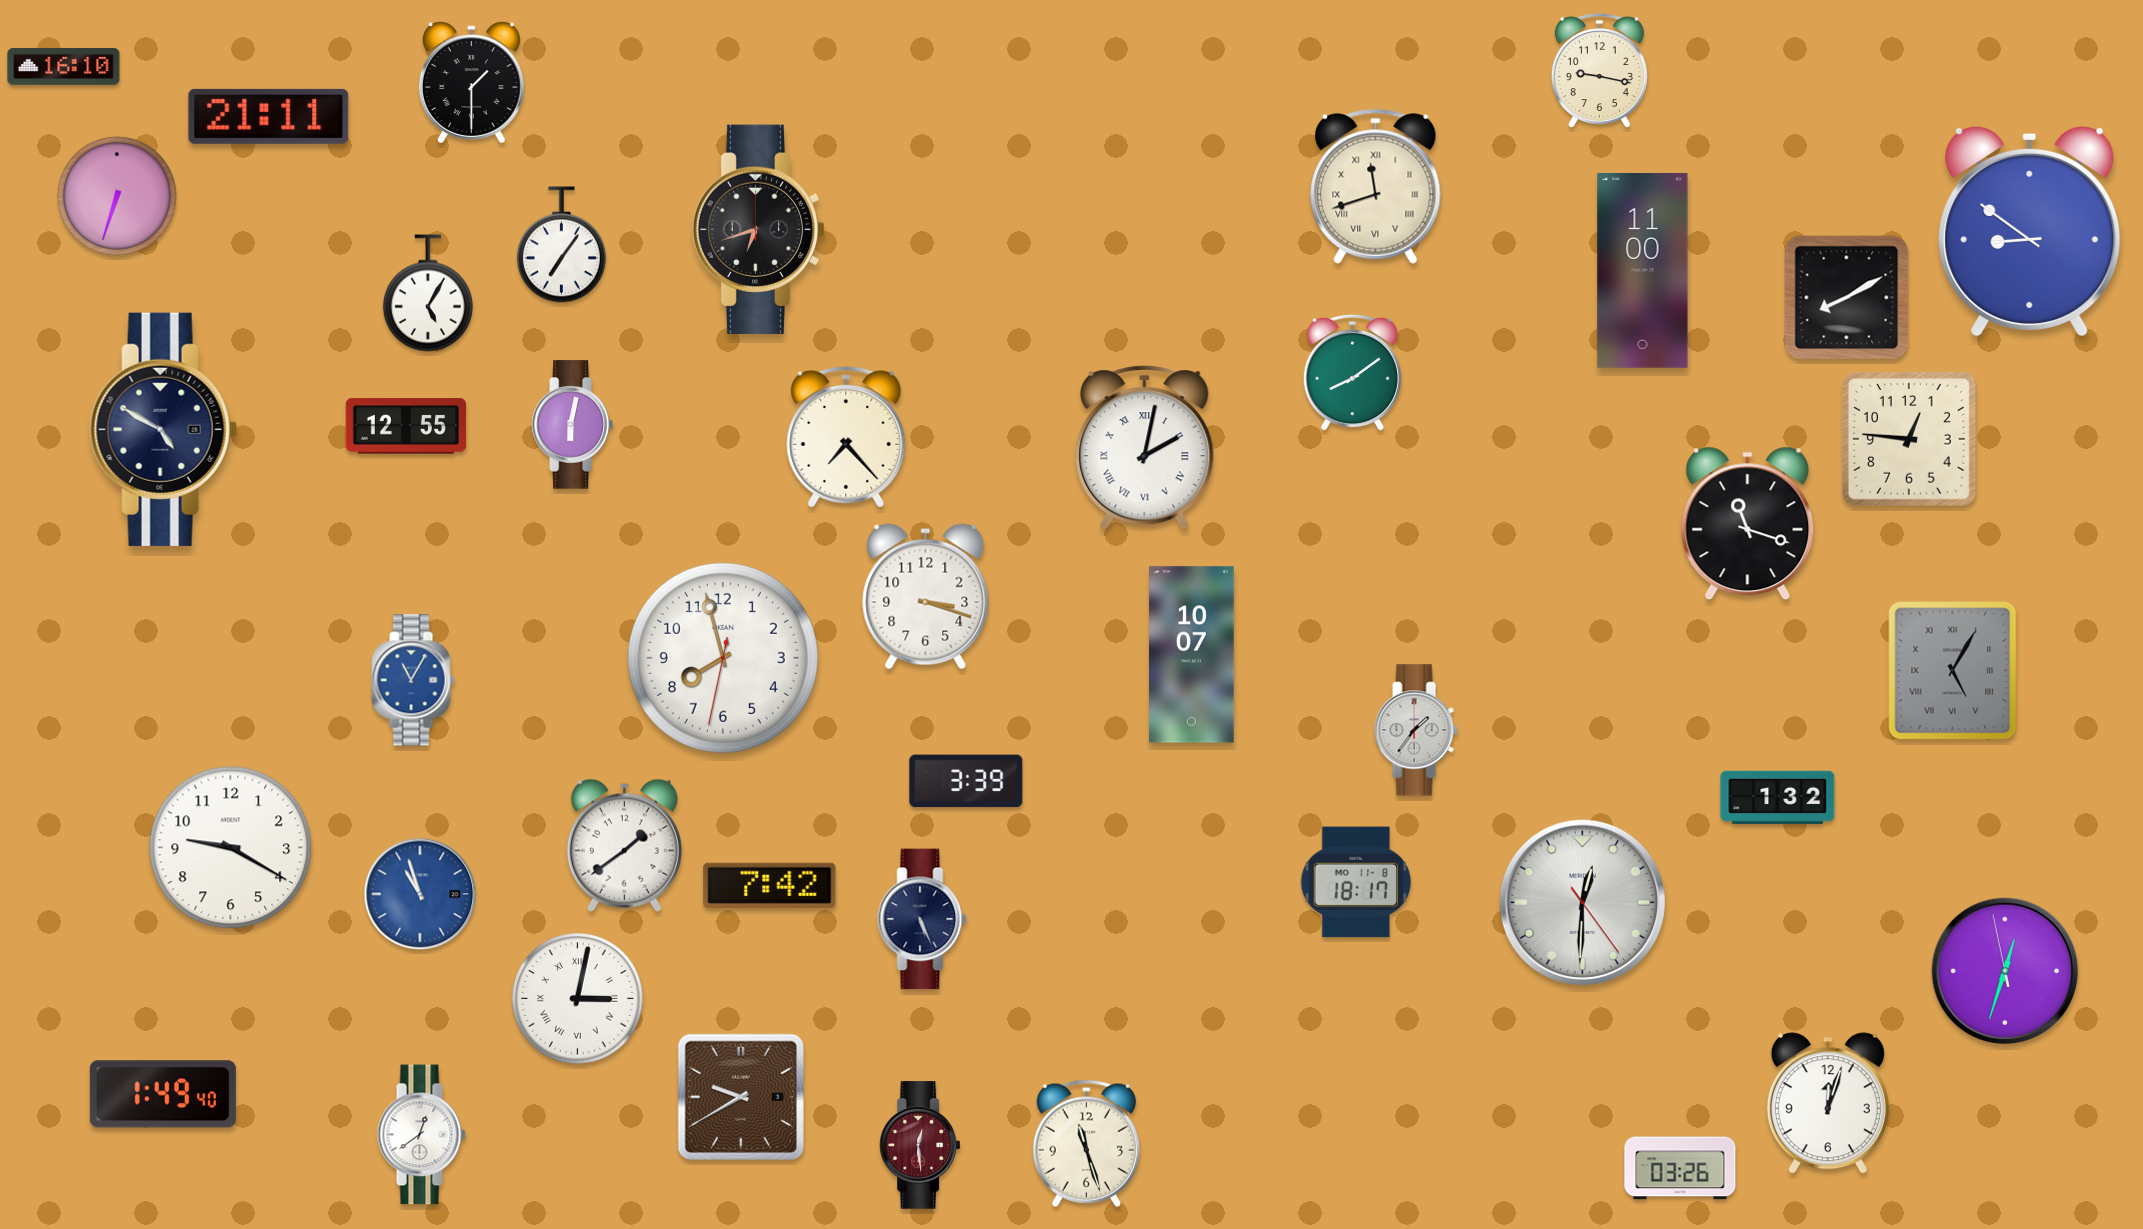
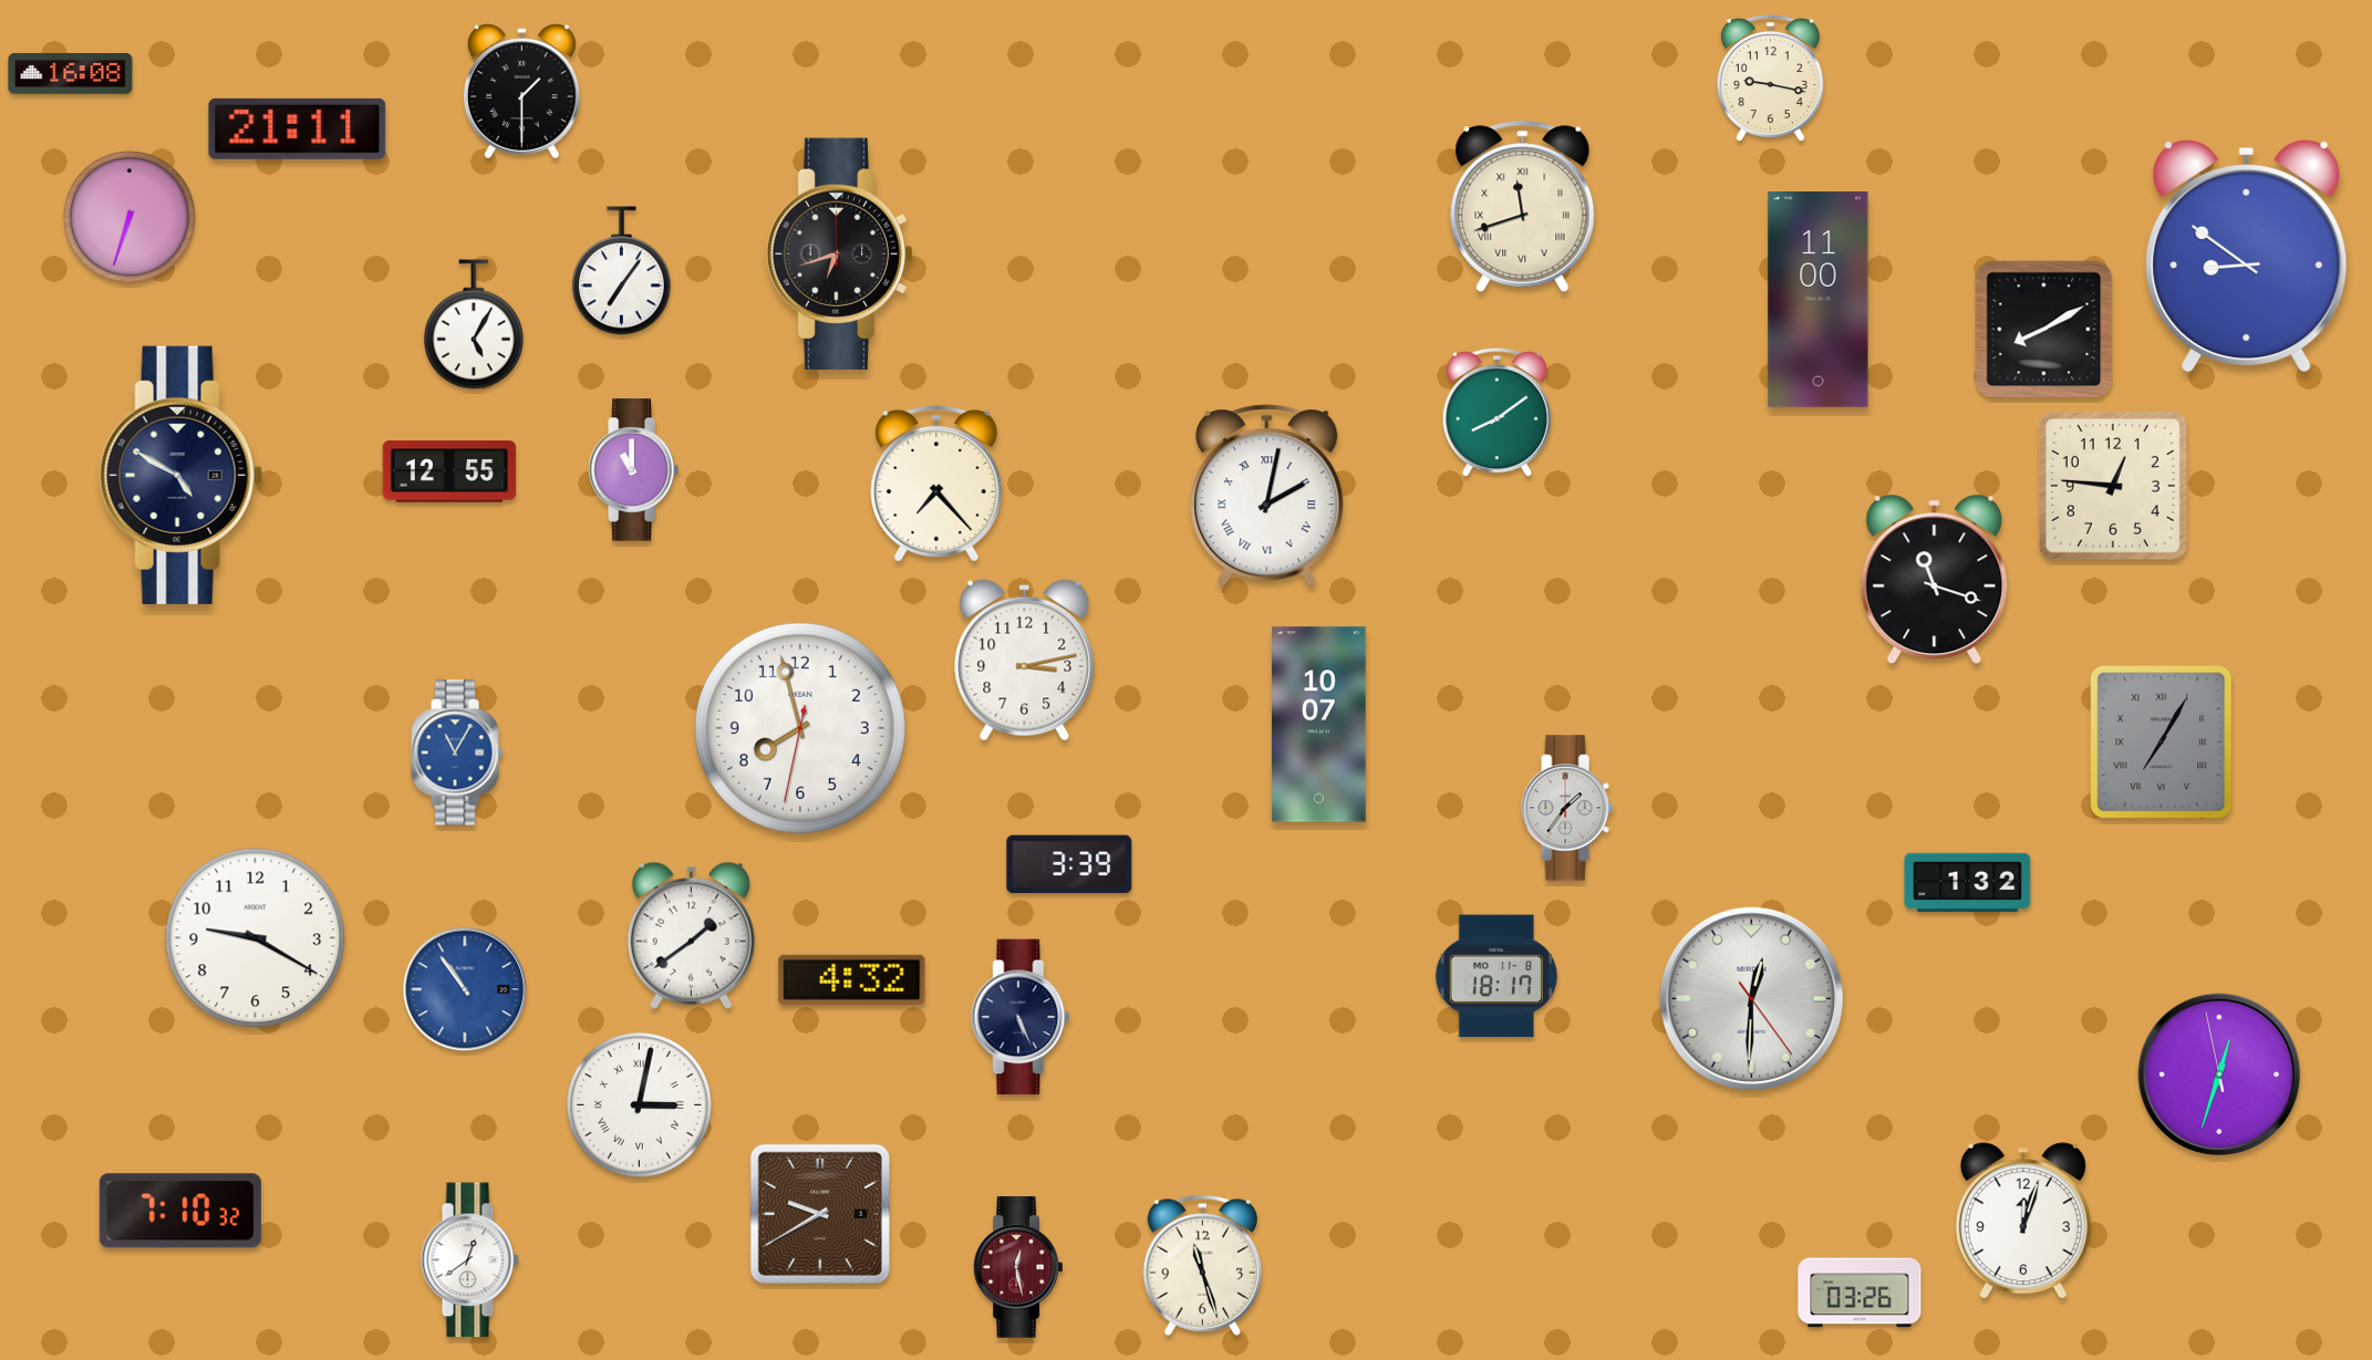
clock at (64, 66): 16:10 -> 16:08
clock at (572, 425): 6:02 -> 11:00
clock at (926, 597): 3:18 -> 3:13
clock at (1953, 671): 5:05 -> 7:05
clock at (1356, 882) position: (1356, 882) -> (1496, 976)
clock at (770, 885): 7:42 -> 4:32
clock at (420, 894): 10:57 -> 10:54
clock at (163, 1094): 1:49 -> 7:10
clock at (421, 1135) position: (421, 1135) -> (469, 1260)
clock at (919, 1145): 12:29 -> 12:28
